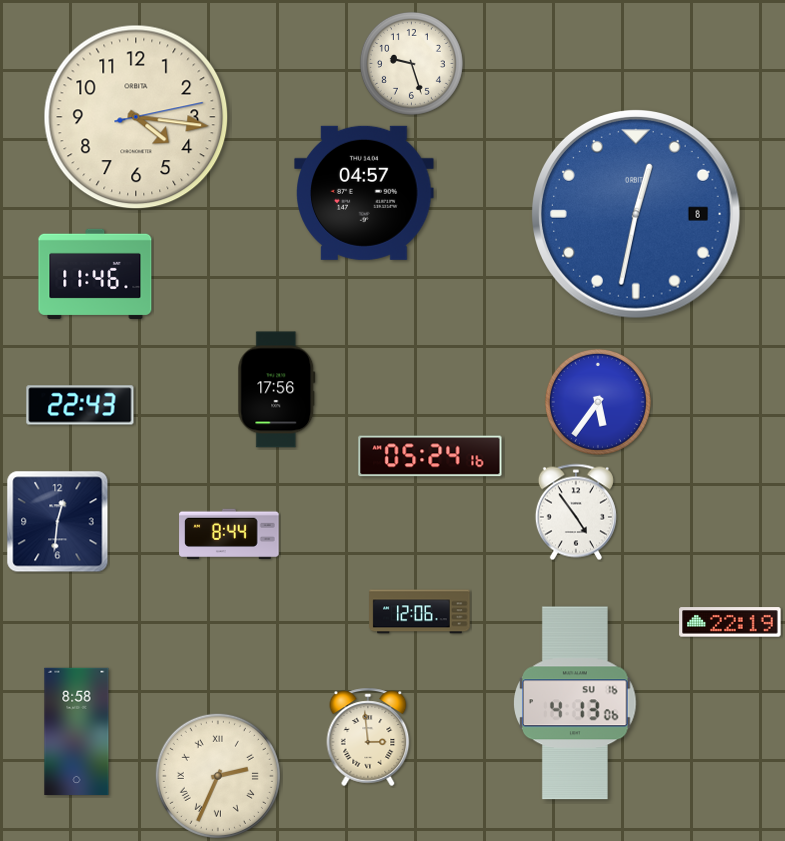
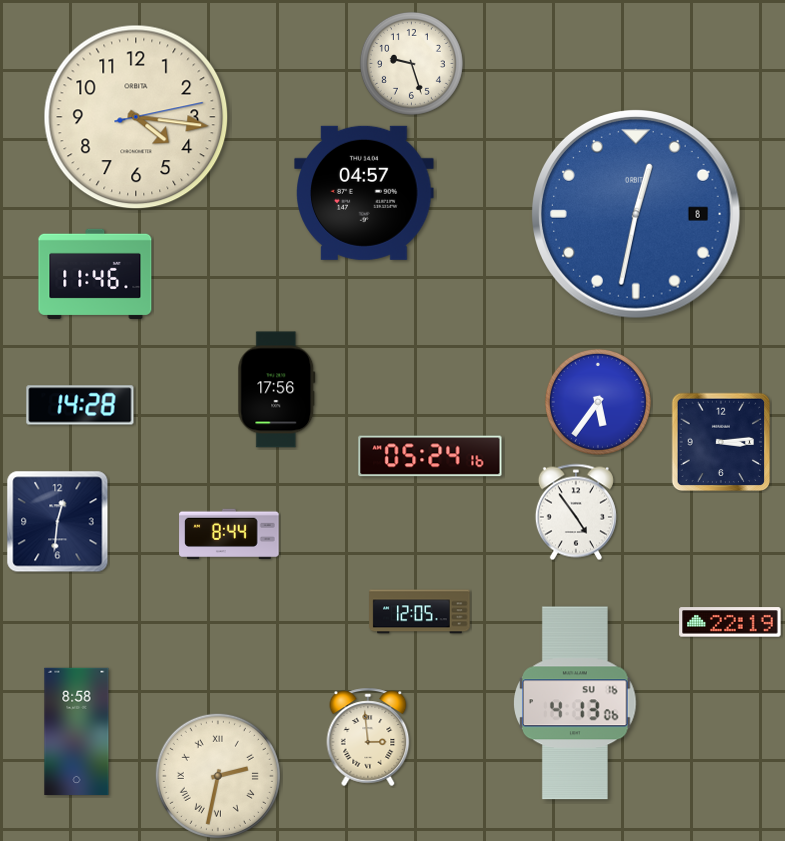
clock at (80, 405): 22:43 -> 14:28
clock at (721, 442): none -> 3:14
clock at (420, 612): 12:06 -> 12:05
clock at (218, 776): 2:34 -> 2:32
